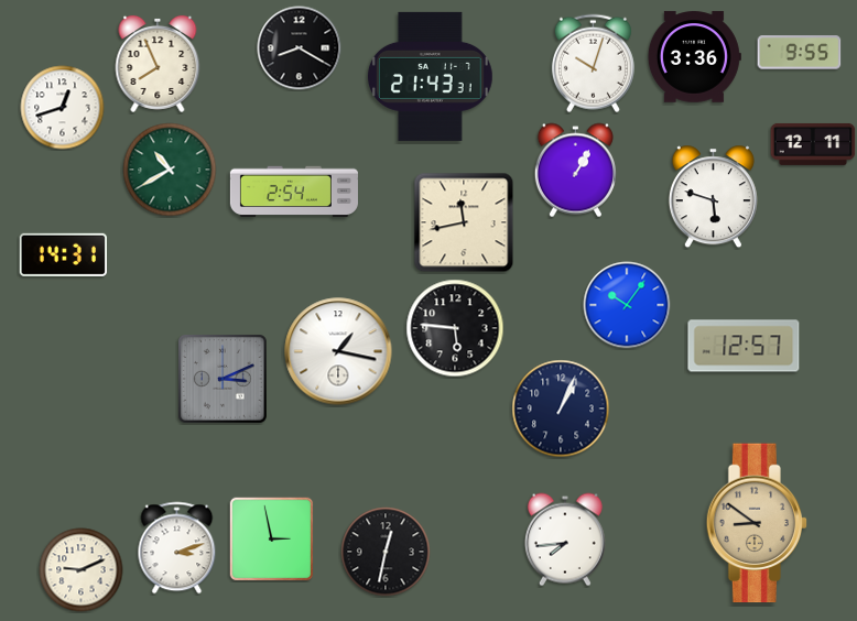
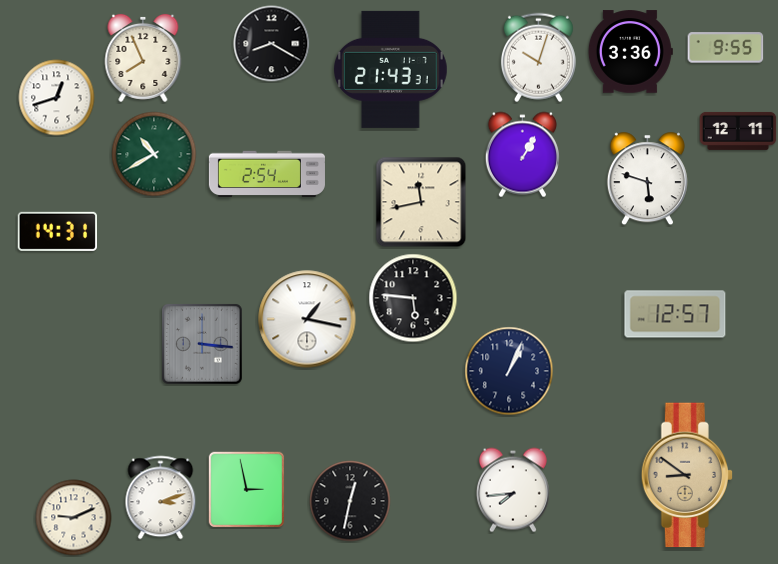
clock at (627, 305): 10:06 -> none
clock at (223, 379): 3:11 -> 3:16
